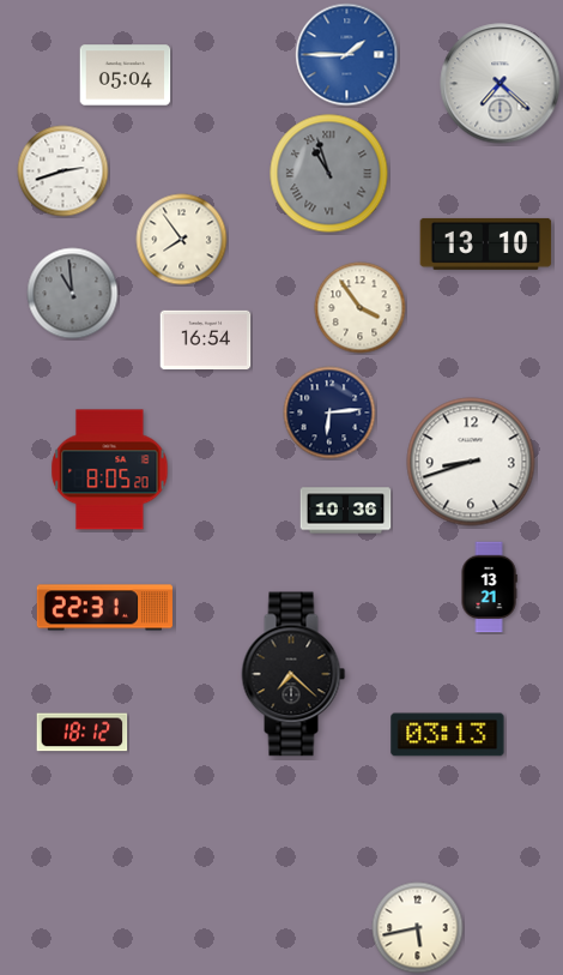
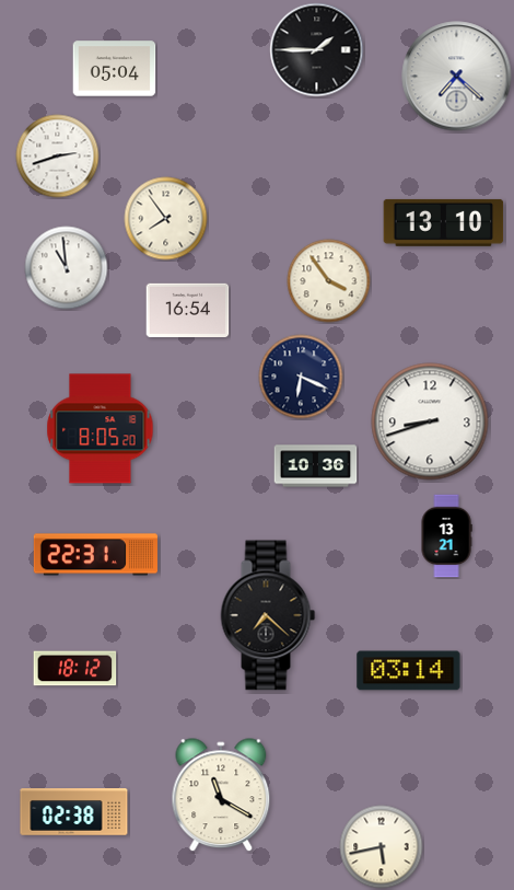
clock at (347, 55) dial: blue -> black
clock at (329, 174): 10:57 -> none
clock at (73, 294) dial: grey -> white
clock at (329, 413): 6:14 -> 6:19
clock at (448, 735): 03:13 -> 03:14
clock at (221, 796): none -> 11:20
clock at (74, 812): none -> 02:38
